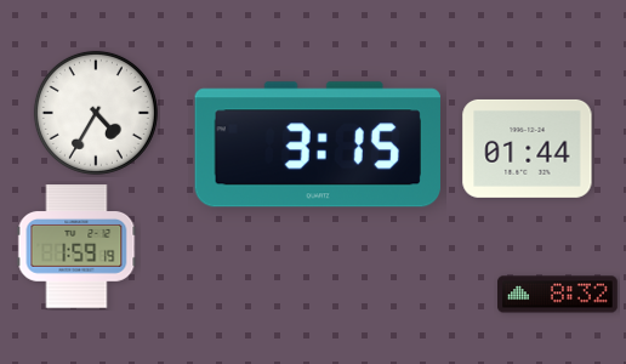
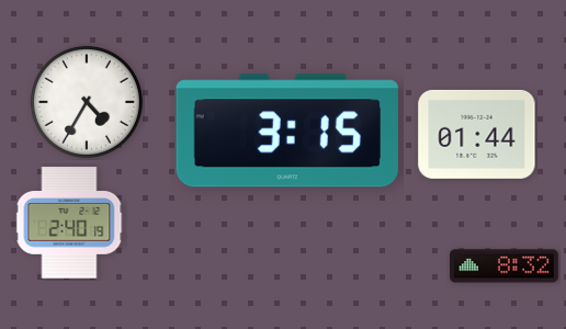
clock at (76, 246): 1:59 -> 2:40
